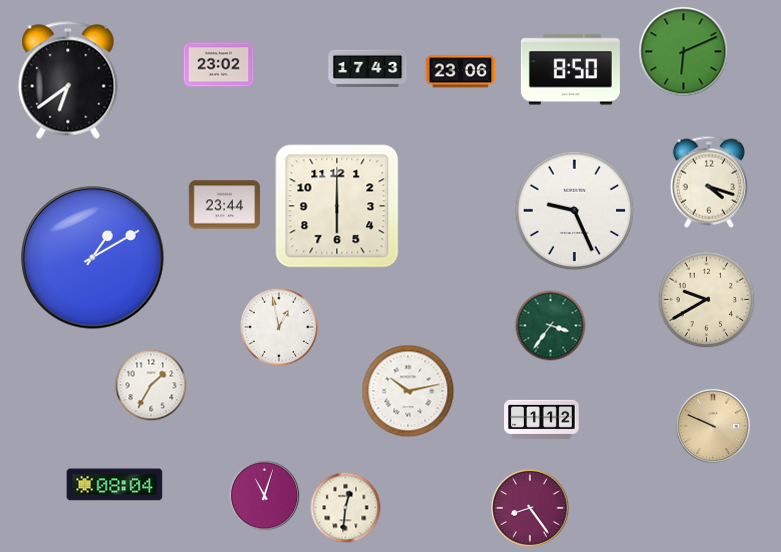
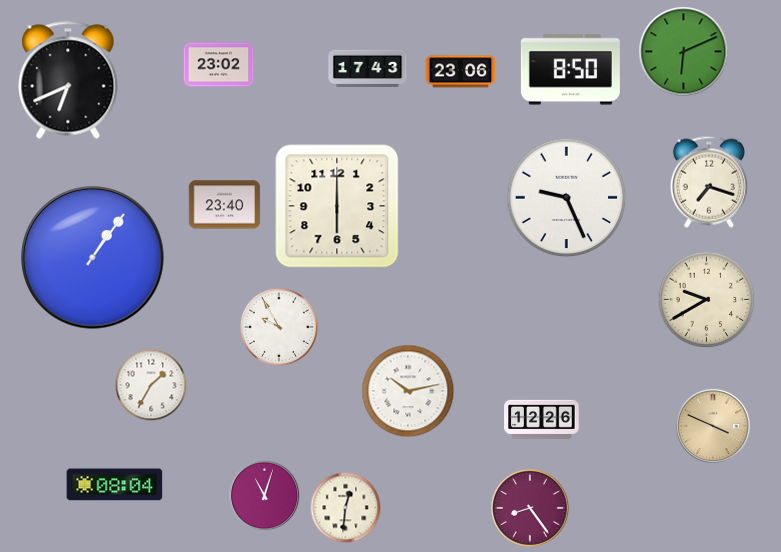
clock at (68, 80): 6:39 -> 6:41
clock at (709, 182): 4:18 -> 7:18
clock at (225, 205): 23:44 -> 23:40
clock at (575, 211) position: (575, 211) -> (567, 198)
clock at (93, 258): 1:10 -> 1:06
clock at (551, 326): 3:36 -> none
clock at (279, 327): 12:58 -> 9:55
clock at (542, 419): 1:12 -> 12:26
clock at (713, 426): 9:49 -> 3:49
